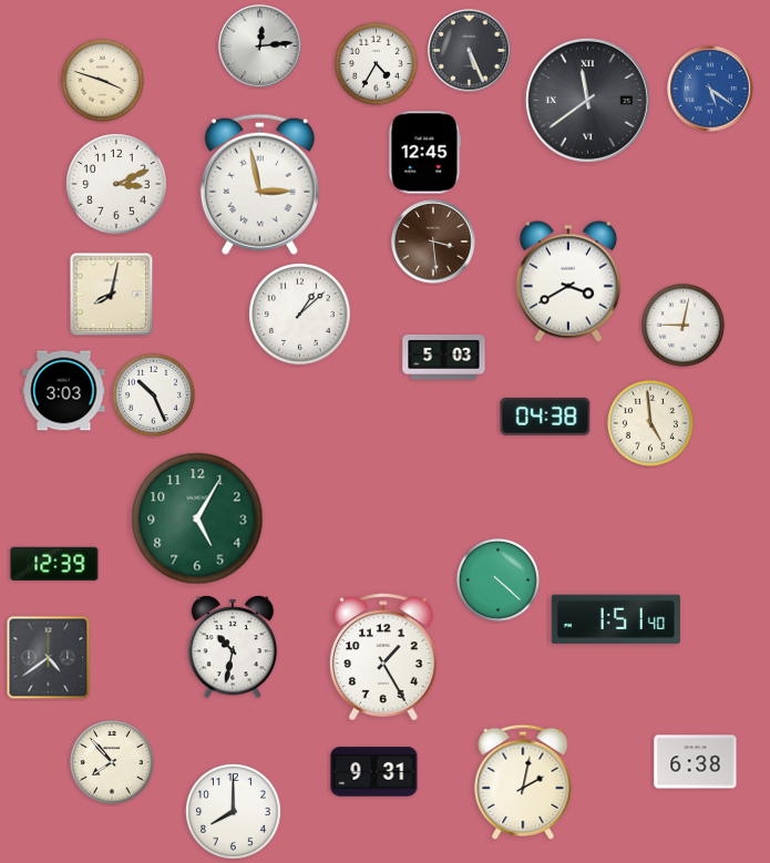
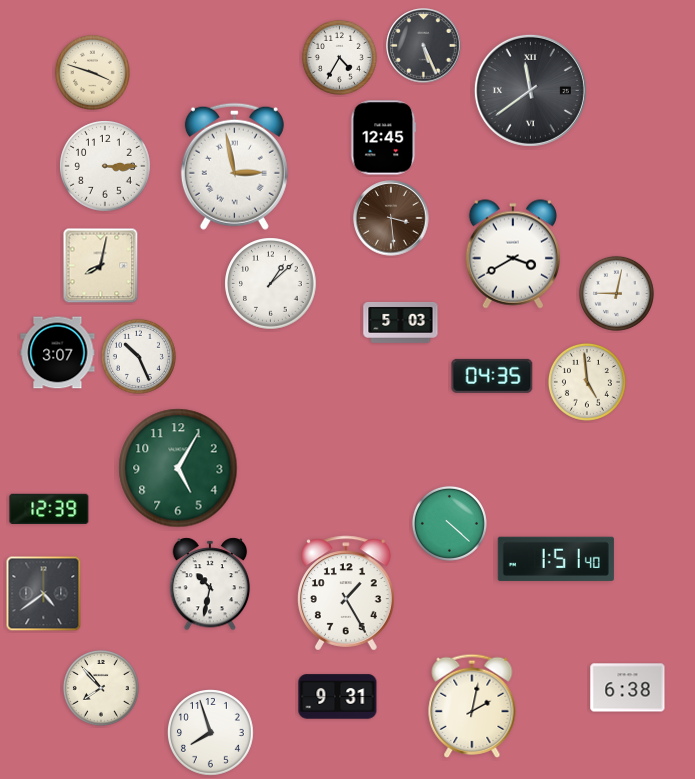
clock at (260, 47): 12:14 -> none
clock at (710, 89): 5:21 -> none
clock at (116, 184): 3:11 -> 3:15
clock at (64, 391): 3:03 -> 3:07
clock at (545, 417): 04:38 -> 04:35
clock at (234, 812): 8:00 -> 7:57
